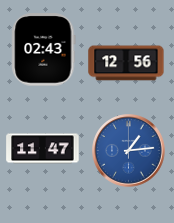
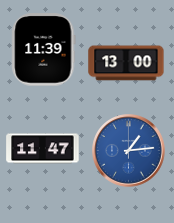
clock at (44, 50): 02:43 -> 11:39
clock at (126, 63): 12:56 -> 13:00
